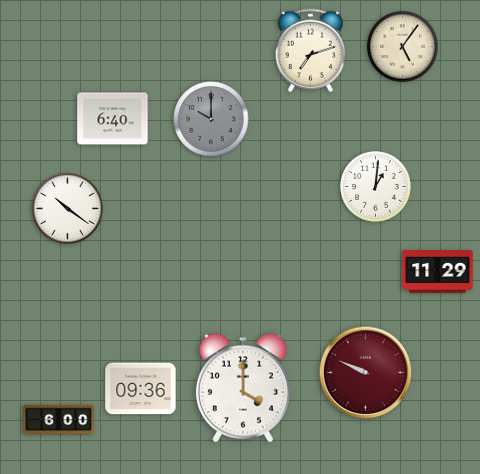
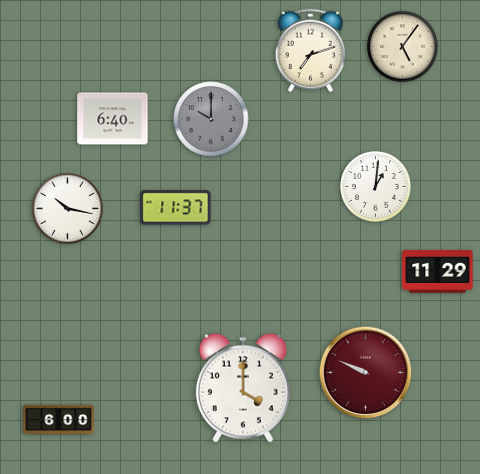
clock at (176, 208): none -> 11:37
clock at (68, 209): 10:21 -> 10:17
clock at (141, 389): 09:36 -> none
